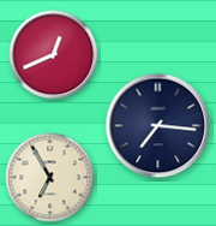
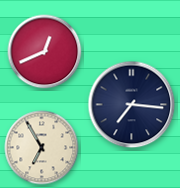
clock at (54, 55) position: (54, 55) -> (45, 52)
